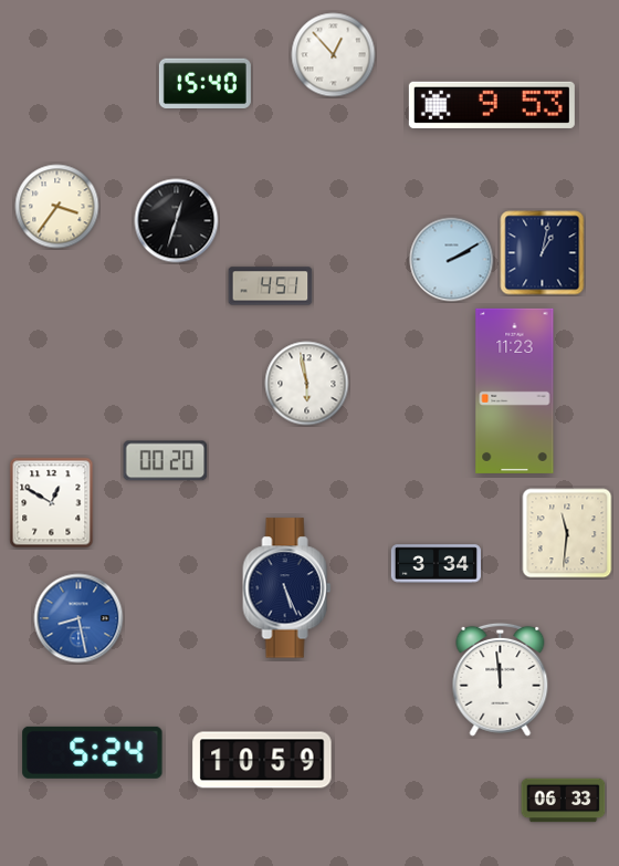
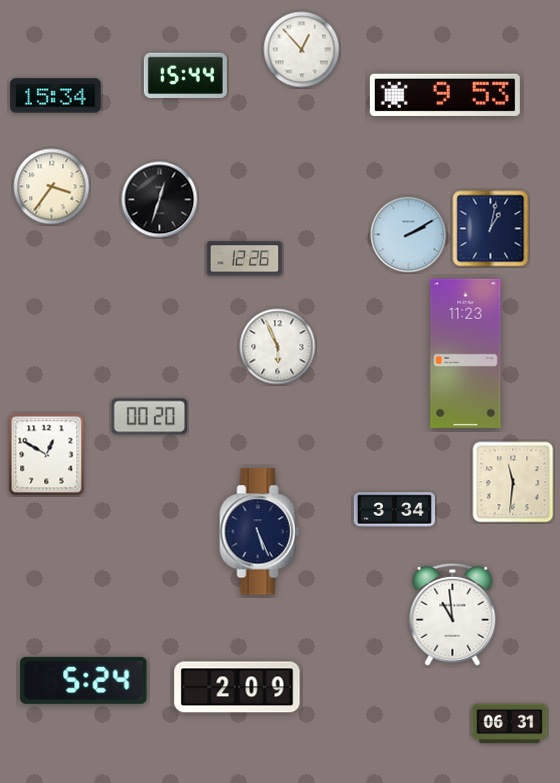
clock at (204, 84): 15:40 -> 15:44
clock at (56, 96): none -> 15:34
clock at (271, 286): 4:51 -> 12:26
clock at (307, 384): 5:58 -> 5:56
clock at (78, 618): 8:28 -> none
clock at (501, 679): 11:59 -> 10:59
clock at (262, 760): 10:59 -> 2:09
clock at (564, 801): 06:33 -> 06:31
